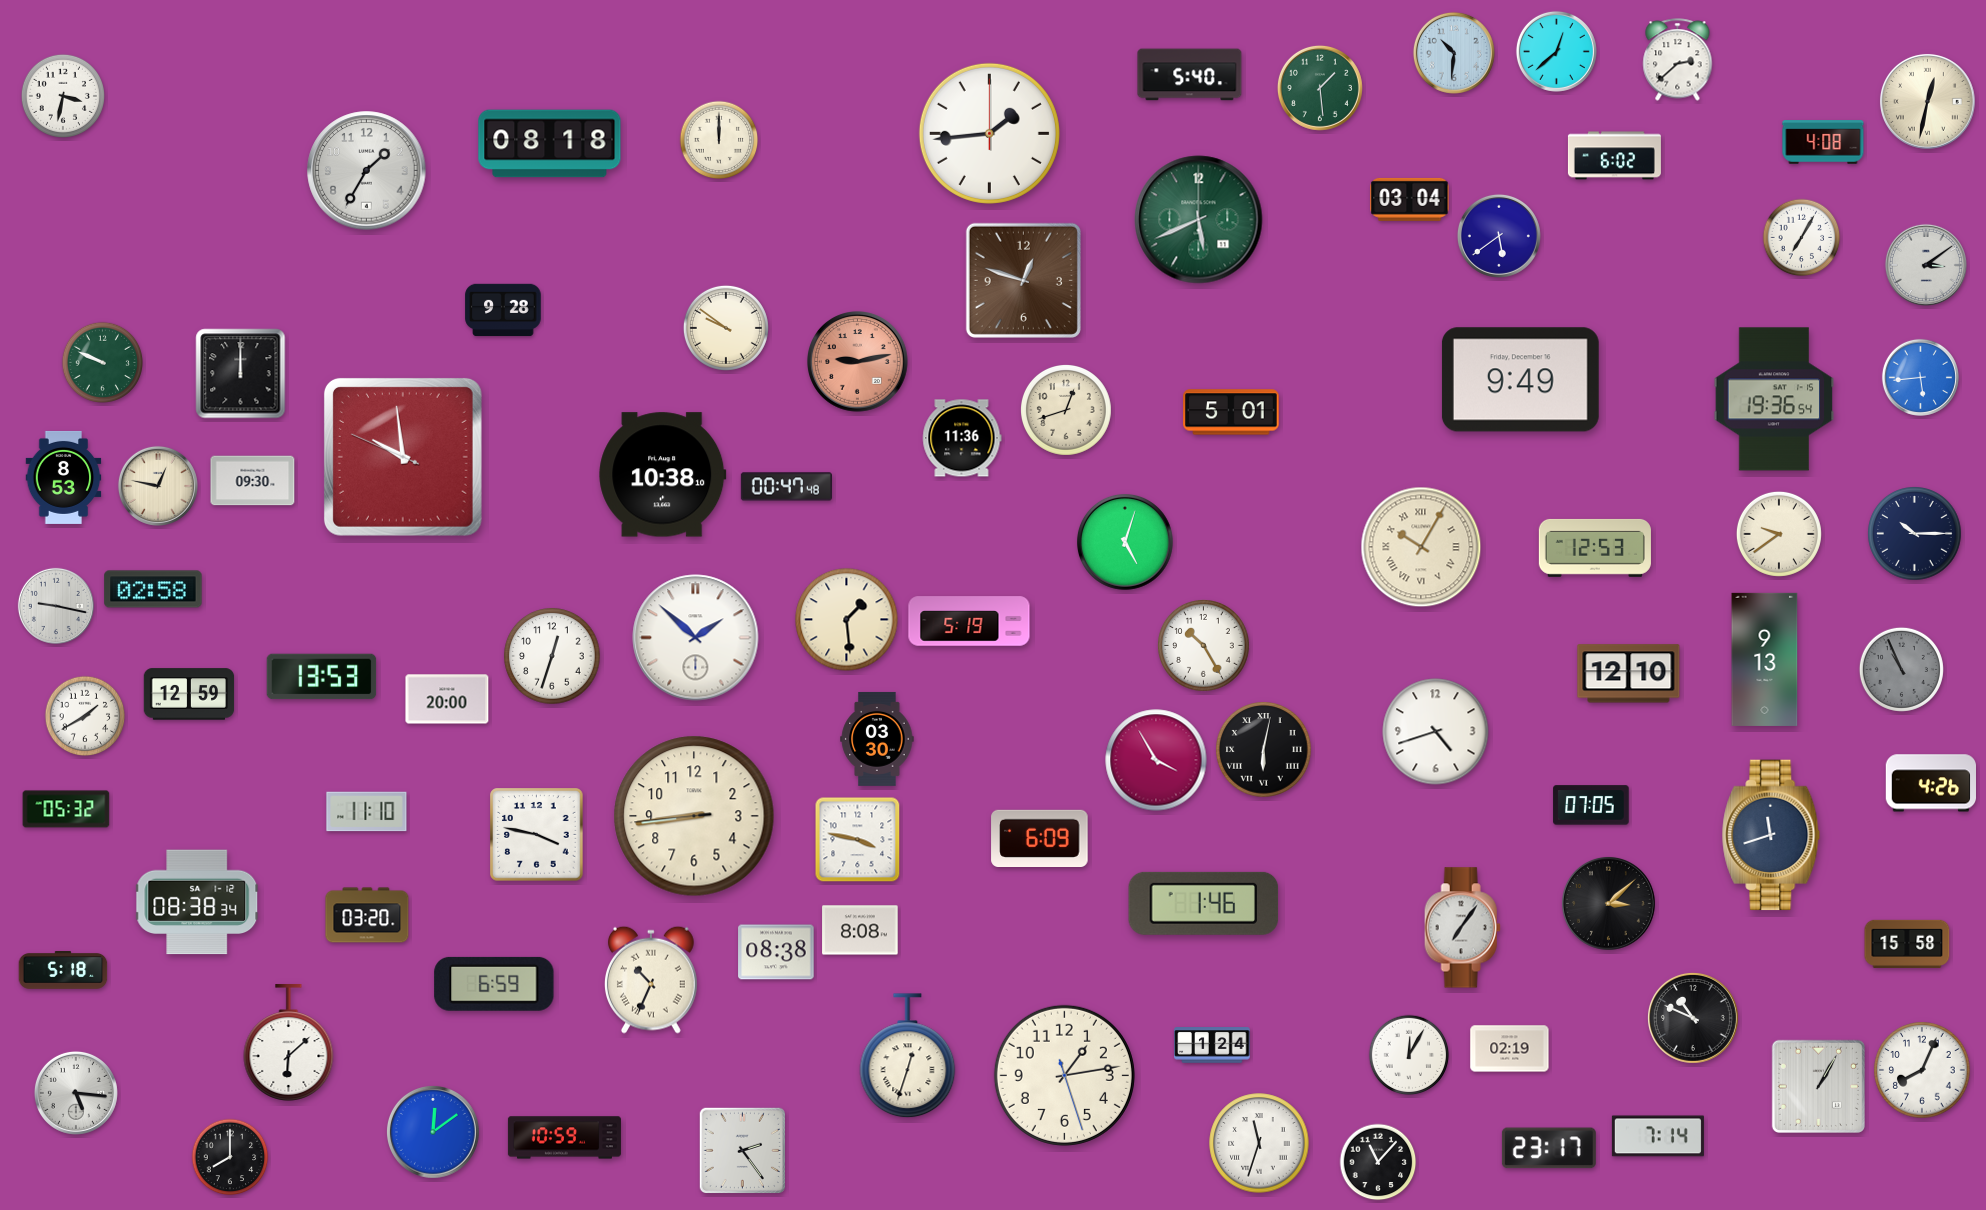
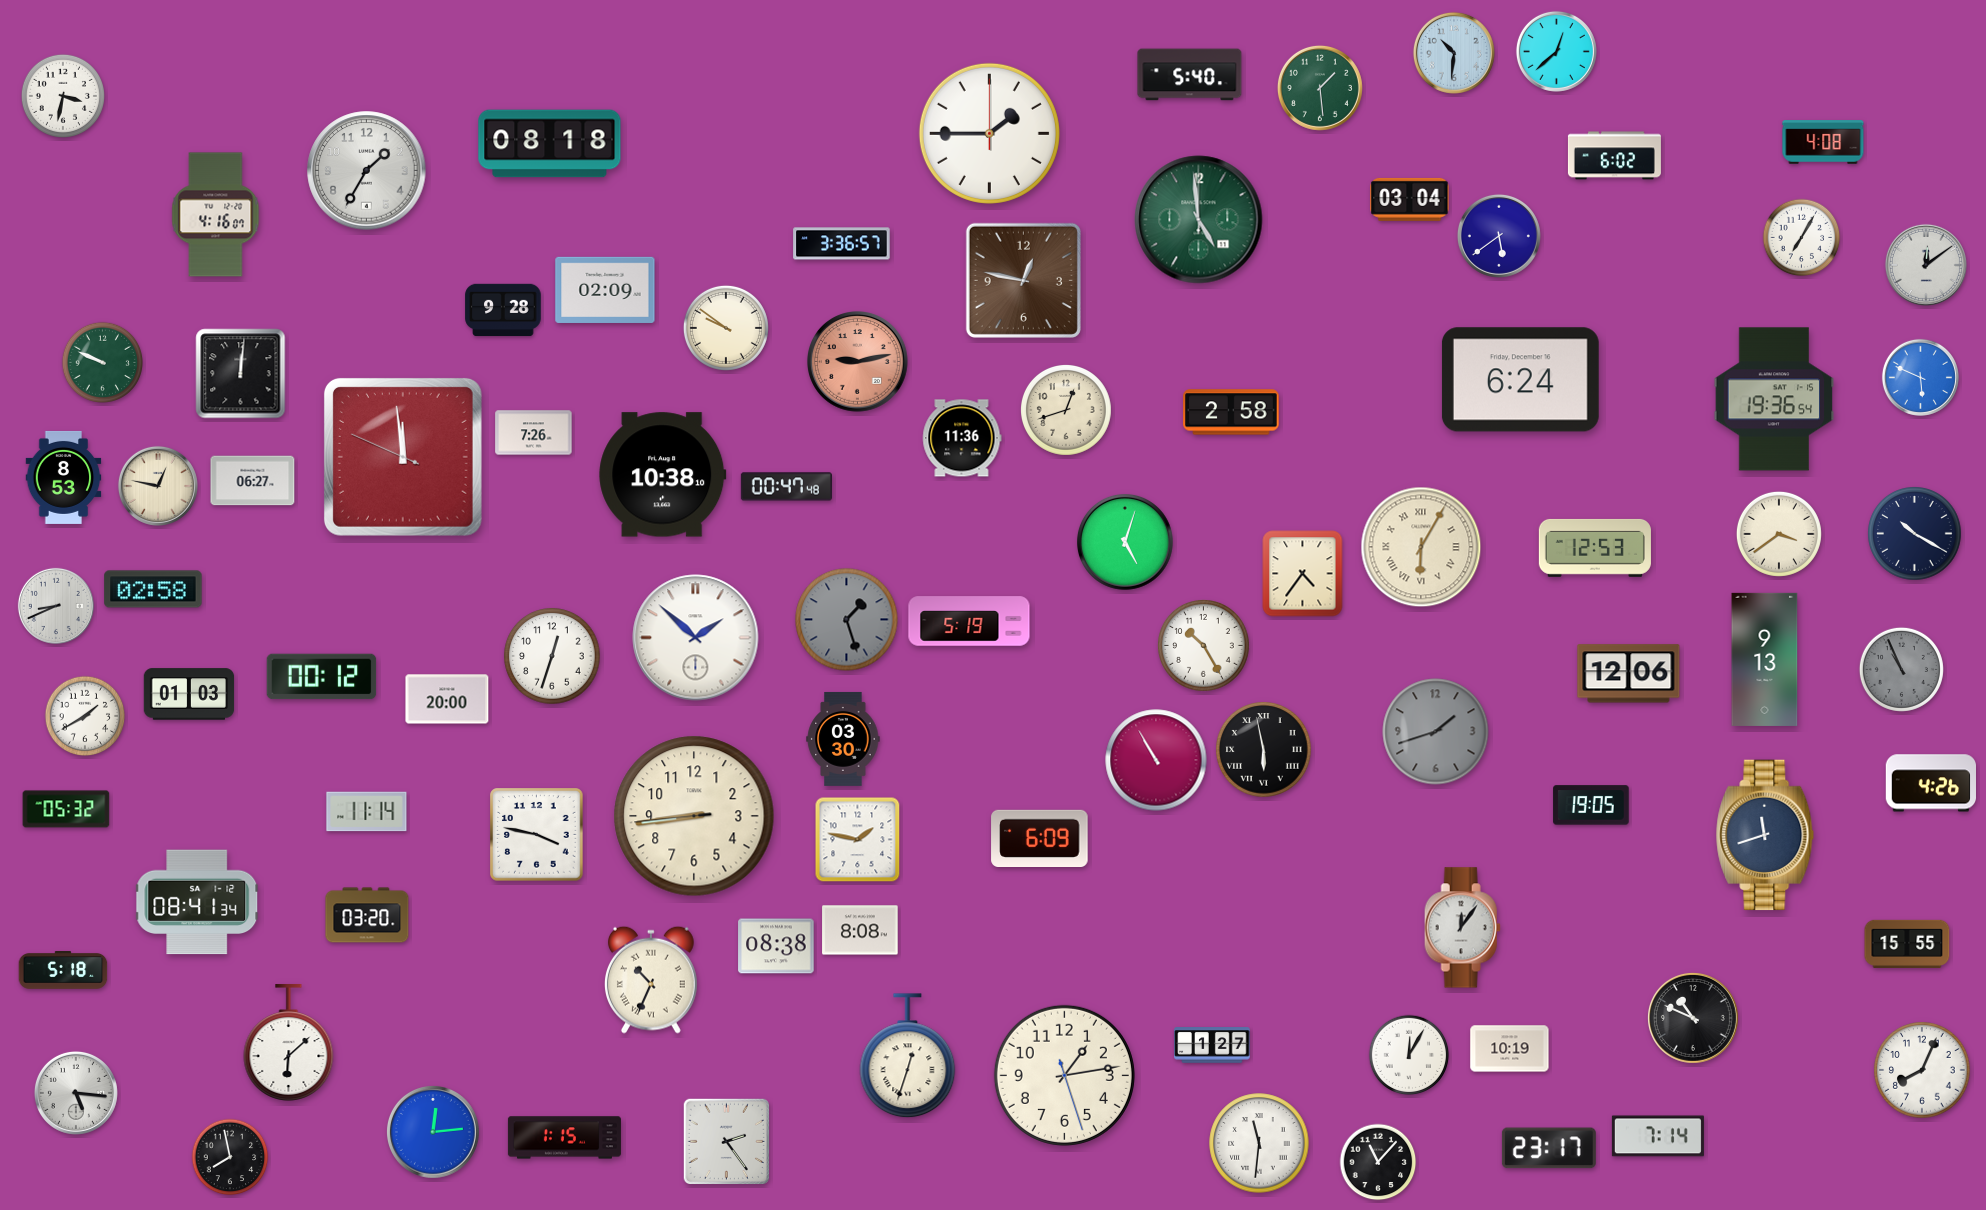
clock at (1678, 60): 2:38 -> none
clock at (1927, 101): 12:32 -> none
clock at (989, 133): 1:44 -> 1:45
clock at (719, 140): 12:00 -> none
clock at (216, 215): none -> 4:16
clock at (1199, 220): 5:41 -> 4:59
clock at (842, 244): none -> 3:36
clock at (1926, 265): 3:09 -> 12:09
clock at (1023, 280): 12:48 -> 12:47
clock at (605, 290): none -> 02:09
clock at (241, 374): 12:00 -> 12:01
clock at (1920, 377): 5:44 -> 5:49
clock at (1520, 380): 9:49 -> 6:24
clock at (1231, 412): 5:01 -> 2:58
clock at (534, 433): none -> 7:26
clock at (403, 457): 9:58 -> 11:58
clock at (253, 481): 09:30 -> 06:27
clock at (1779, 534): 9:39 -> 3:39
clock at (1915, 534): 10:15 -> 10:20
clock at (1421, 547): 10:05 -> 6:05
clock at (1303, 574): none -> 4:36
clock at (56, 606): 9:17 -> 8:41
clock at (847, 620): 1:29 -> 1:27
clock at (847, 620) dial: cream -> grey
clock at (1629, 674): 12:10 -> 12:06
clock at (322, 677): 13:53 -> 00:12
clock at (189, 694): 12:59 -> 01:03
clock at (1436, 732): 4:42 -> 1:42
clock at (1436, 732) dial: white -> grey
clock at (877, 739) position: (877, 739) -> (843, 739)
clock at (1264, 750): 6:02 -> 5:58
clock at (1156, 760): 3:55 -> 10:55
clock at (1591, 805): 07:05 -> 19:05
clock at (367, 812): 11:10 -> 11:14
clock at (1771, 835) position: (1771, 835) -> (1765, 835)
clock at (858, 840): 3:47 -> 1:47
clock at (198, 902): 08:38 -> 08:41
clock at (1204, 903): 1:46 -> none
clock at (1608, 903): 3:08 -> none
clock at (1462, 928): 7:06 -> 12:06
clock at (1907, 944): 15:58 -> 15:55
clock at (776, 952) position: (776, 952) -> (776, 946)
clock at (494, 984): 6:59 -> none
clock at (1212, 1046): 1:24 -> 1:27
clock at (1510, 1049): 02:19 -> 10:19
clock at (1818, 1086): 1:05 -> none
clock at (433, 1132): 12:09 -> 12:14
clock at (564, 1138): 10:59 -> 1:15
clock at (1259, 1143): 11:33 -> 11:31
clock at (742, 1150) position: (742, 1150) -> (726, 1141)
clock at (230, 1157): 8:00 -> 7:58
